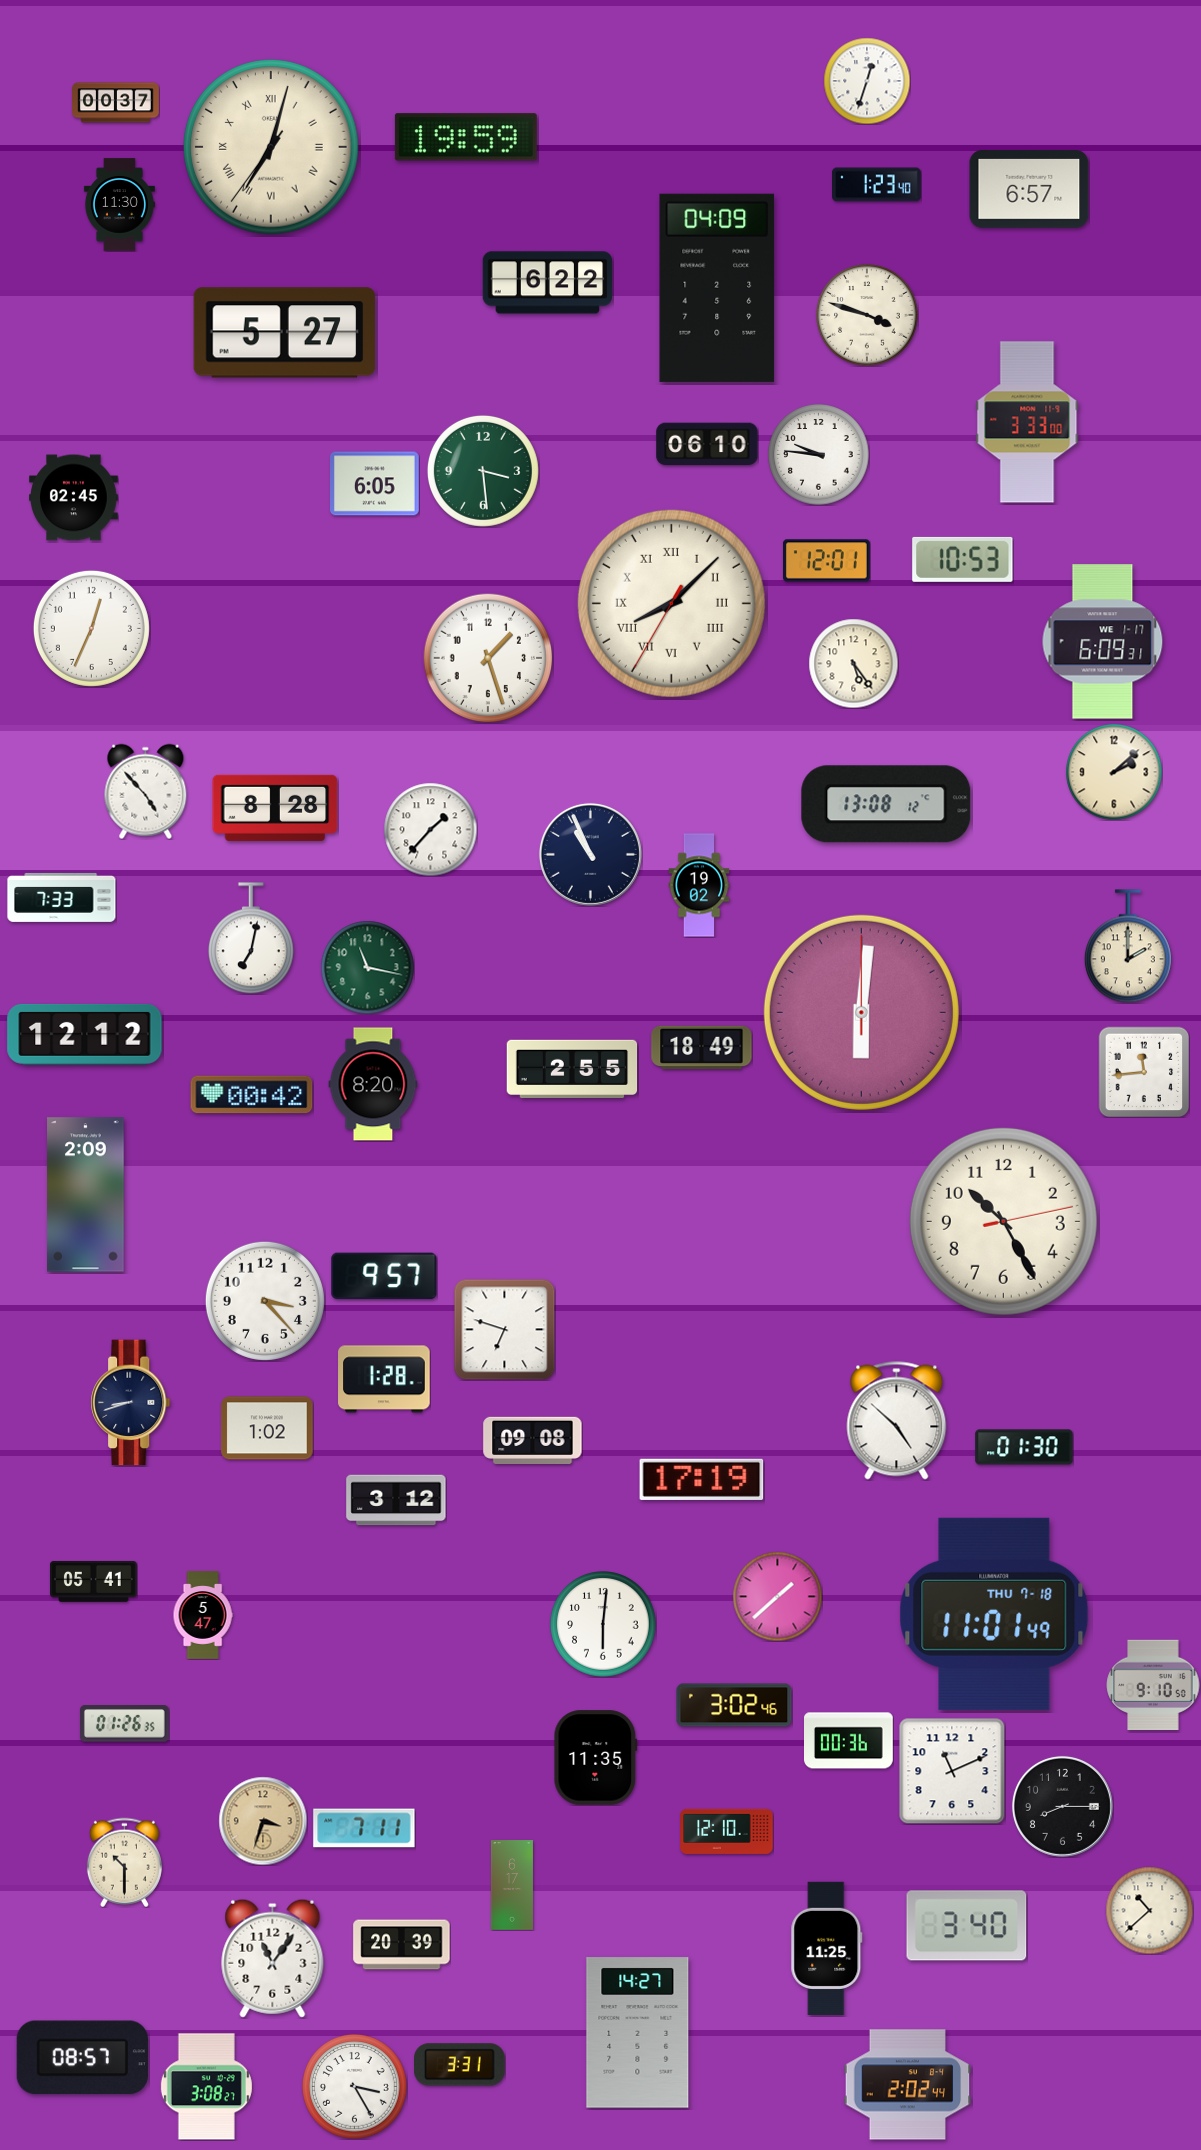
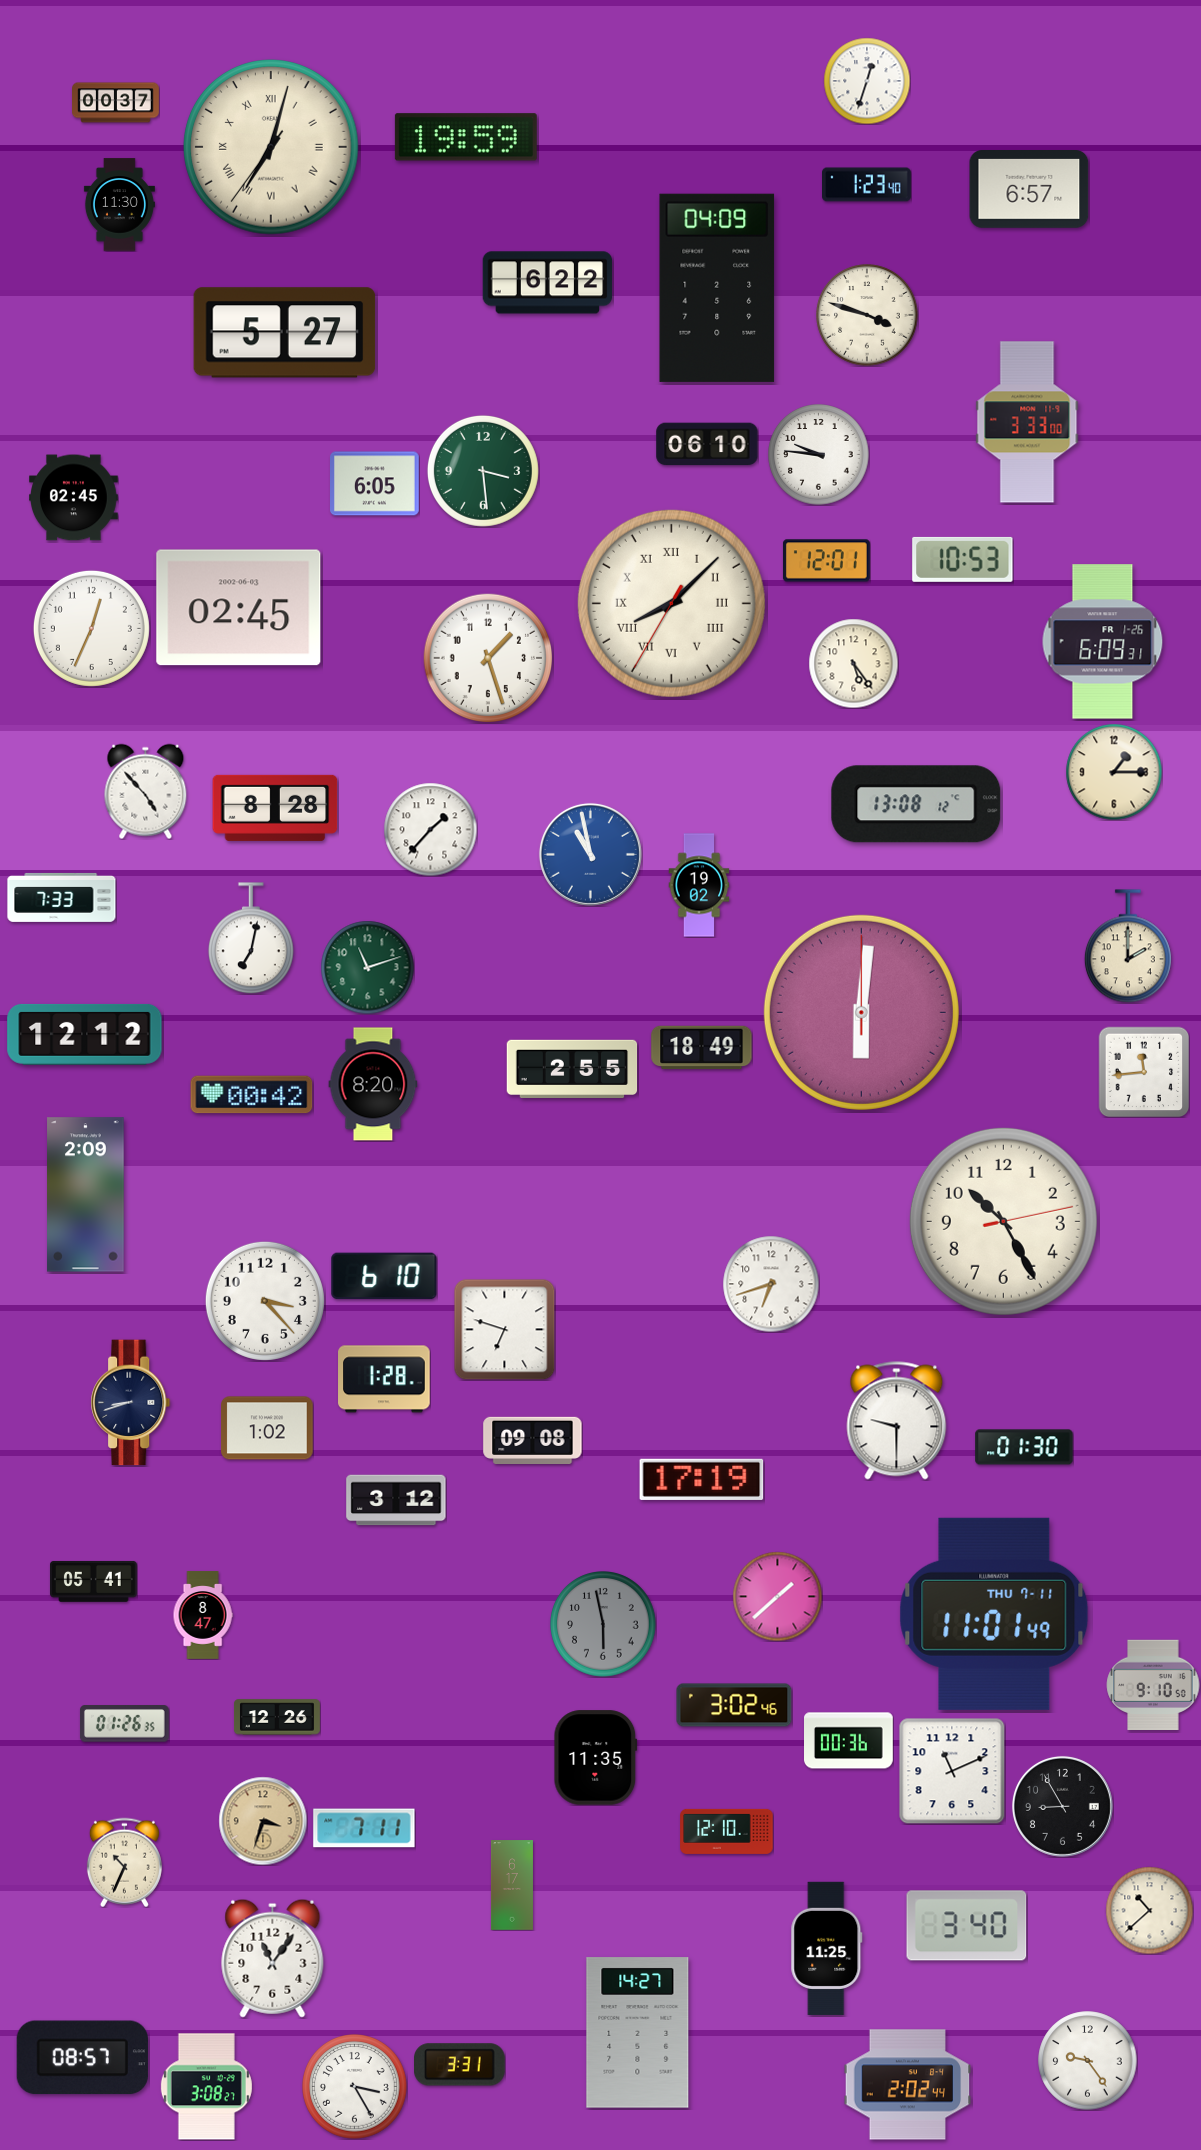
clock at (877, 185) position: (877, 185) -> (867, 185)
clock at (239, 608): none -> 02:45
clock at (1103, 642) date: WE 1-17 -> FR 1-26
clock at (1114, 772): 2:08 -> 1:15
clock at (886, 804) position: (886, 804) -> (916, 804)
clock at (590, 854): 10:56 -> 10:58
clock at (590, 854) dial: navy -> blue
clock at (367, 967): 11:17 -> 11:12
clock at (384, 1276): 9:57 -> 6:10
clock at (771, 1284): none -> 6:42
clock at (897, 1421): 4:52 -> 9:30
clock at (994, 1614) date: THU 7-18 -> THU 7-11
clock at (203, 1615): 5:47 -> 8:47
clock at (604, 1625): 6:01 -> 5:58
clock at (604, 1625) dial: white -> grey
clock at (277, 1717): none -> 12:26
clock at (1062, 1806): 8:15 -> 8:55
clock at (124, 1862): 10:30 -> 10:34
clock at (402, 1945): 20:39 -> none
clock at (1088, 2061): none -> 9:24
